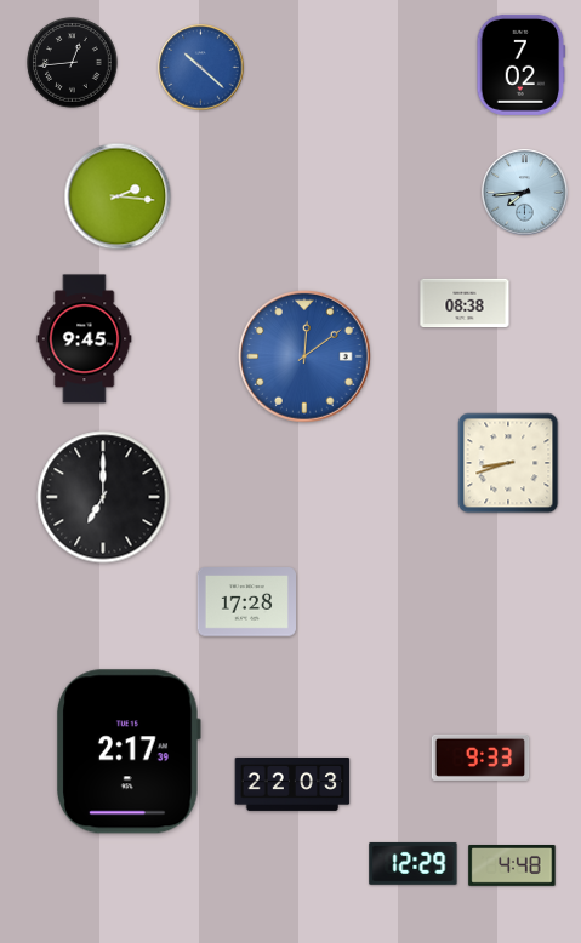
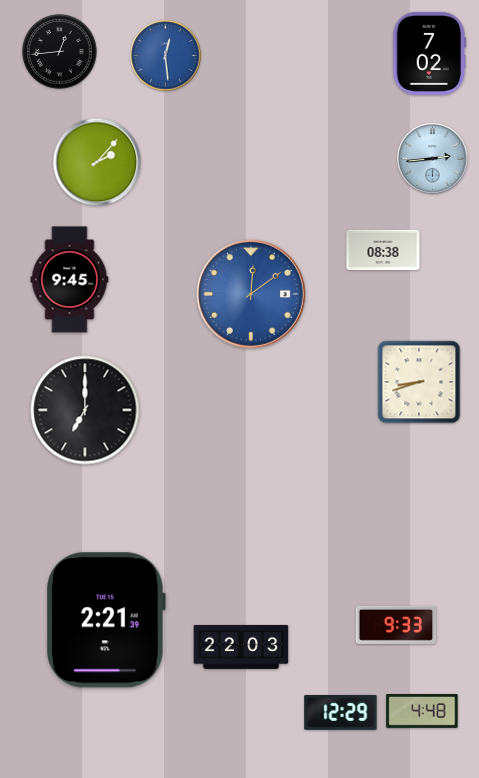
clock at (201, 68): 10:22 -> 12:29
clock at (525, 193): 7:44 -> 2:44
clock at (118, 196): 2:16 -> 2:07
clock at (246, 602): 17:28 -> none
clock at (129, 751): 2:17 -> 2:21
clock at (512, 867) position: (512, 867) -> (422, 712)
